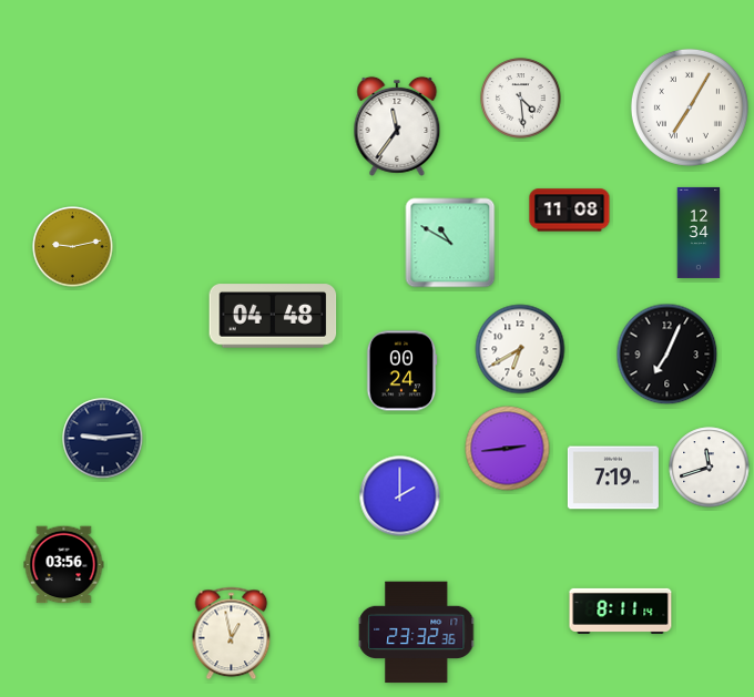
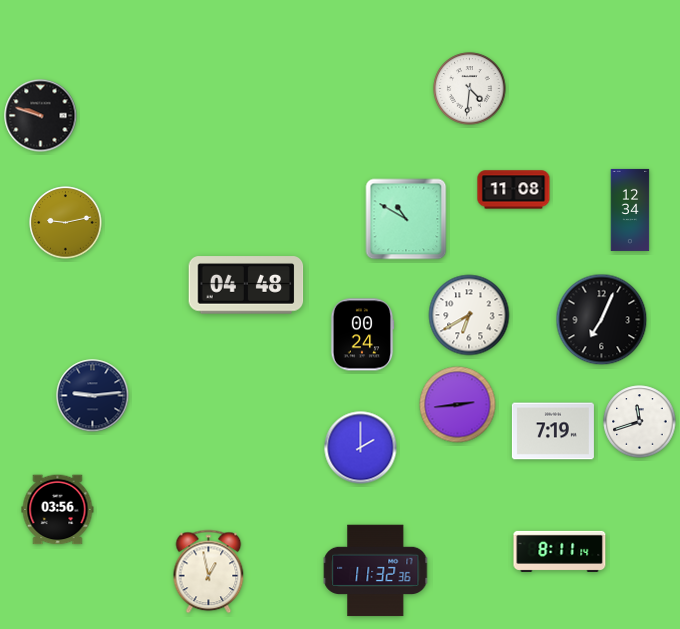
clock at (521, 99): 4:29 -> 4:31
clock at (690, 107): 7:05 -> none
clock at (397, 126): 11:36 -> none
clock at (41, 116): none -> 9:48
clock at (417, 633): 23:32 -> 11:32
